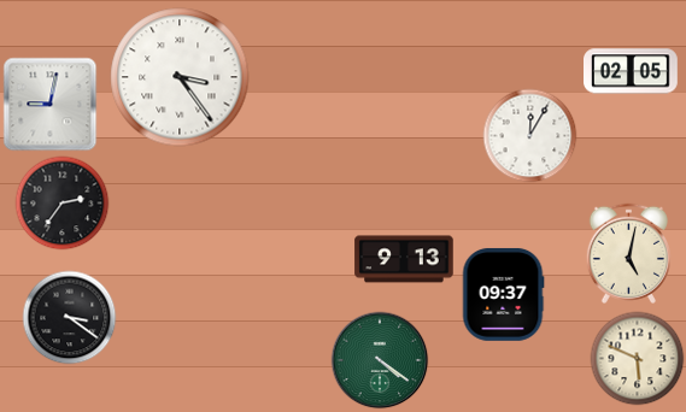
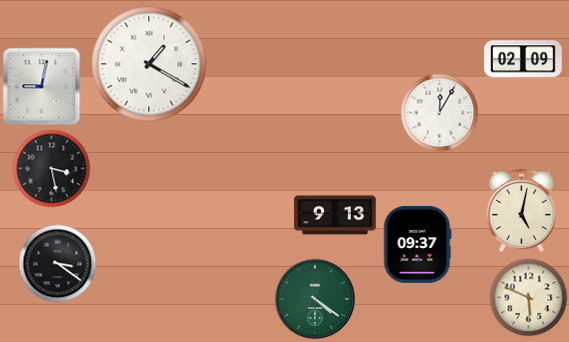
clock at (632, 71): 02:05 -> 02:09
clock at (180, 77): 3:24 -> 1:20
clock at (61, 202): 2:36 -> 3:28
